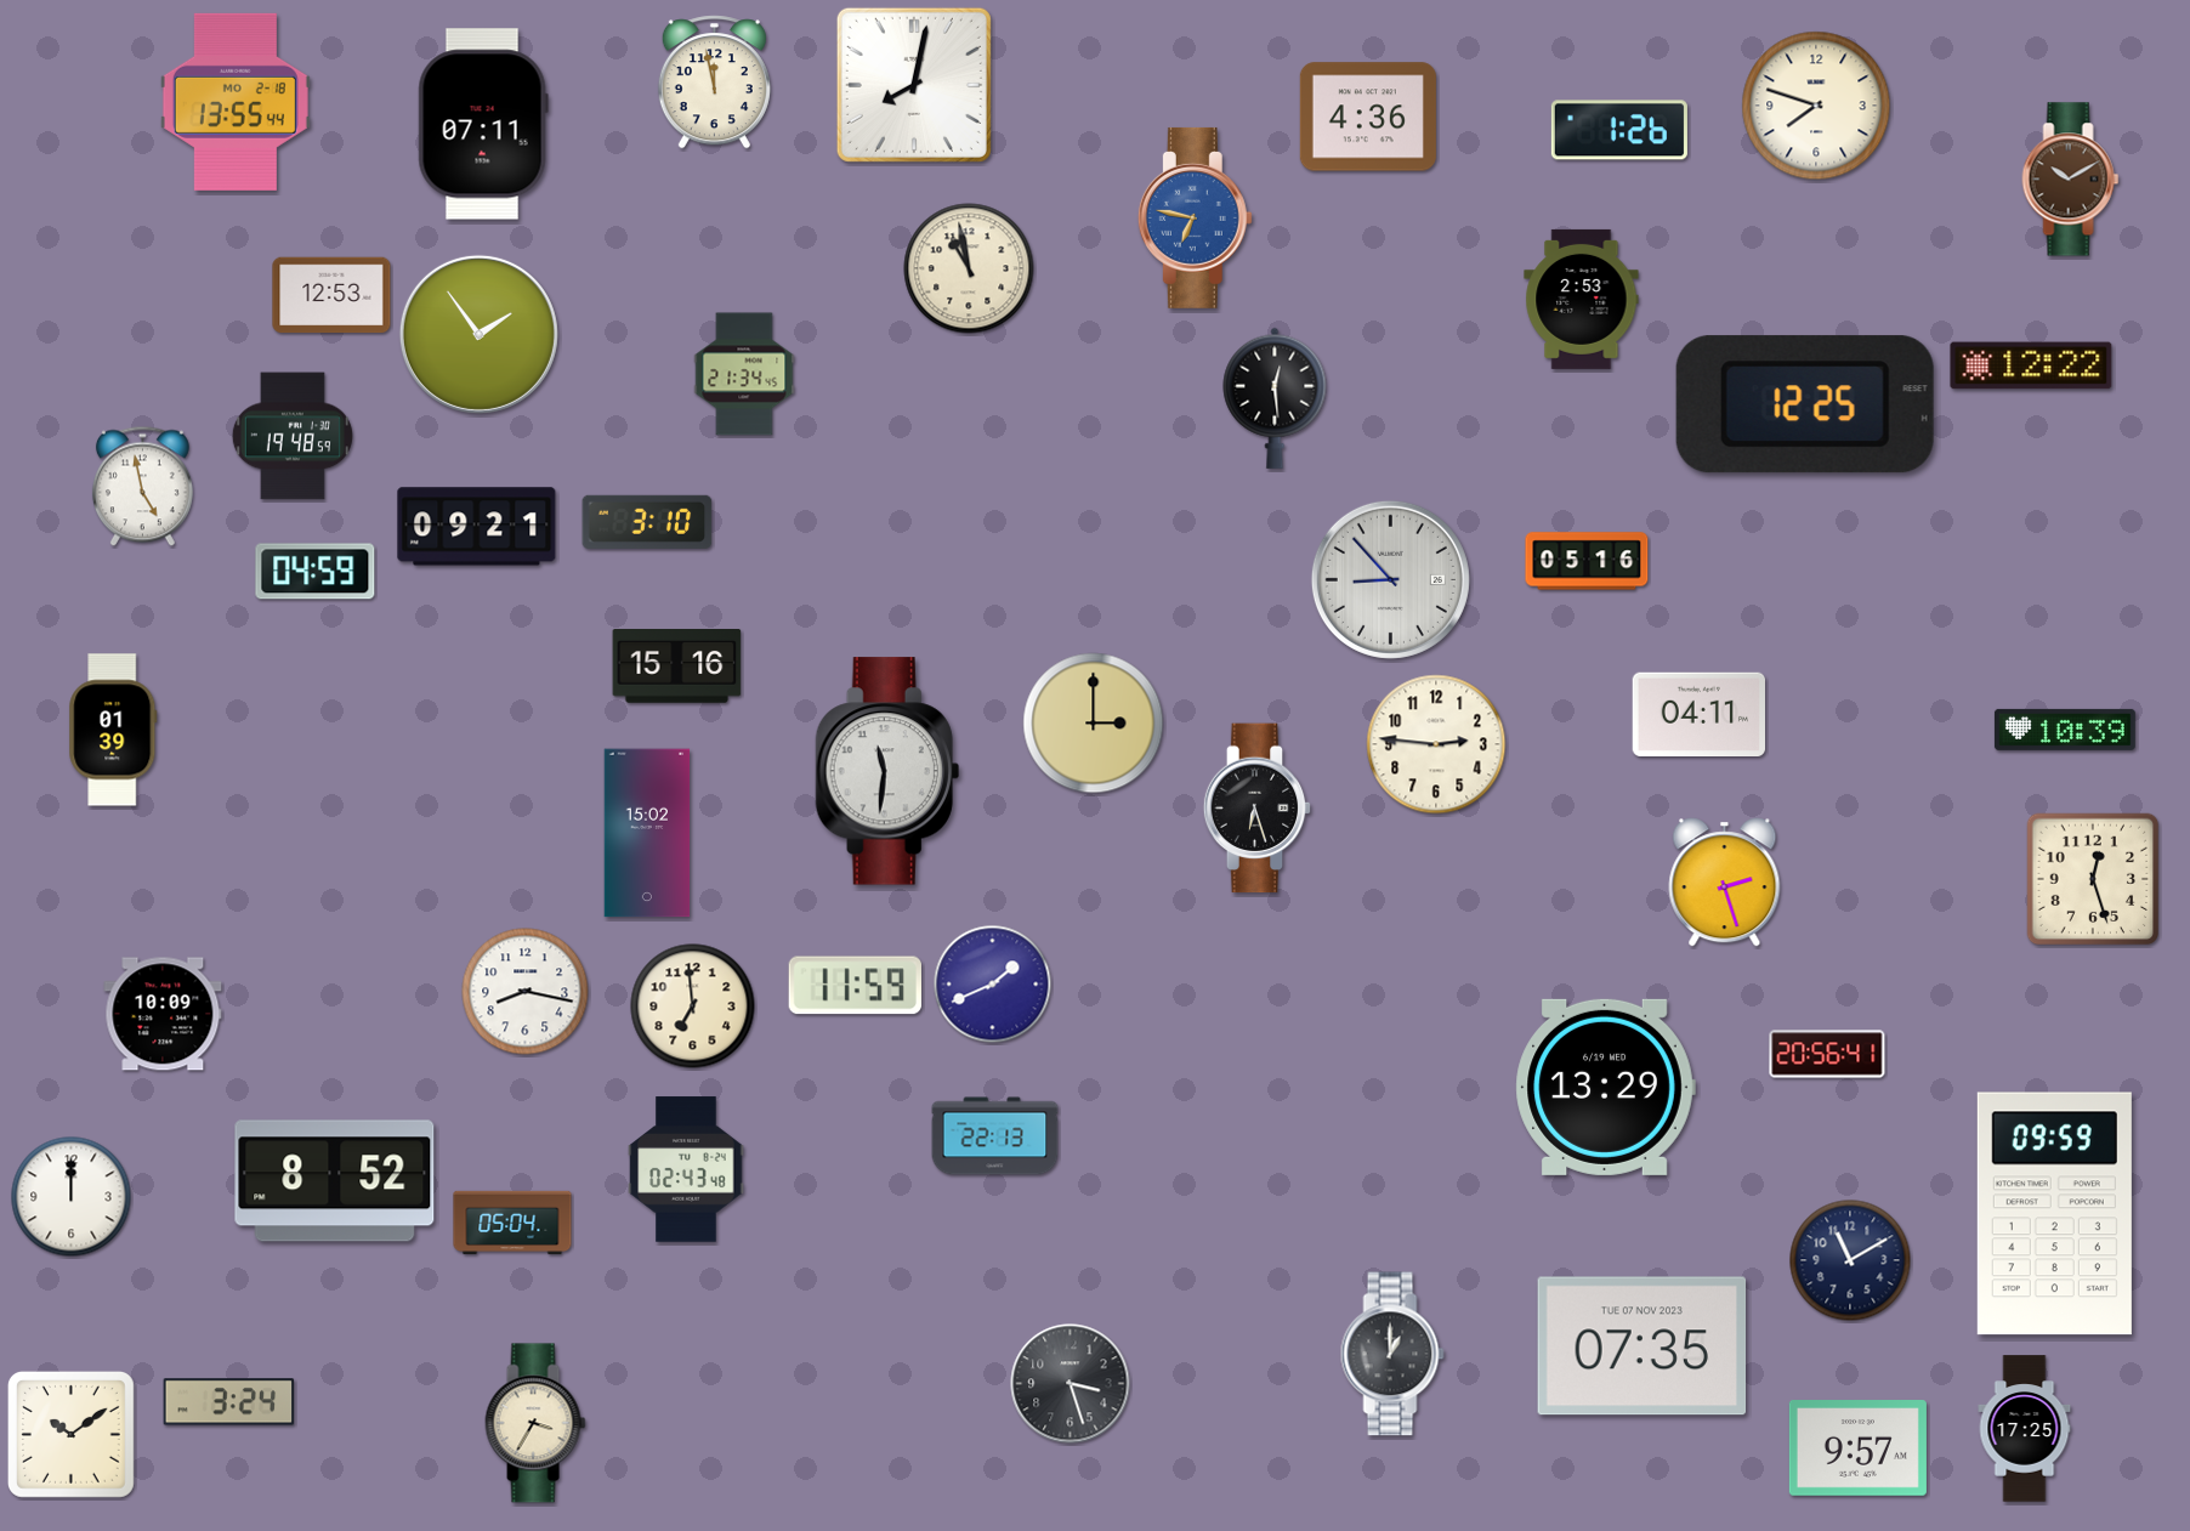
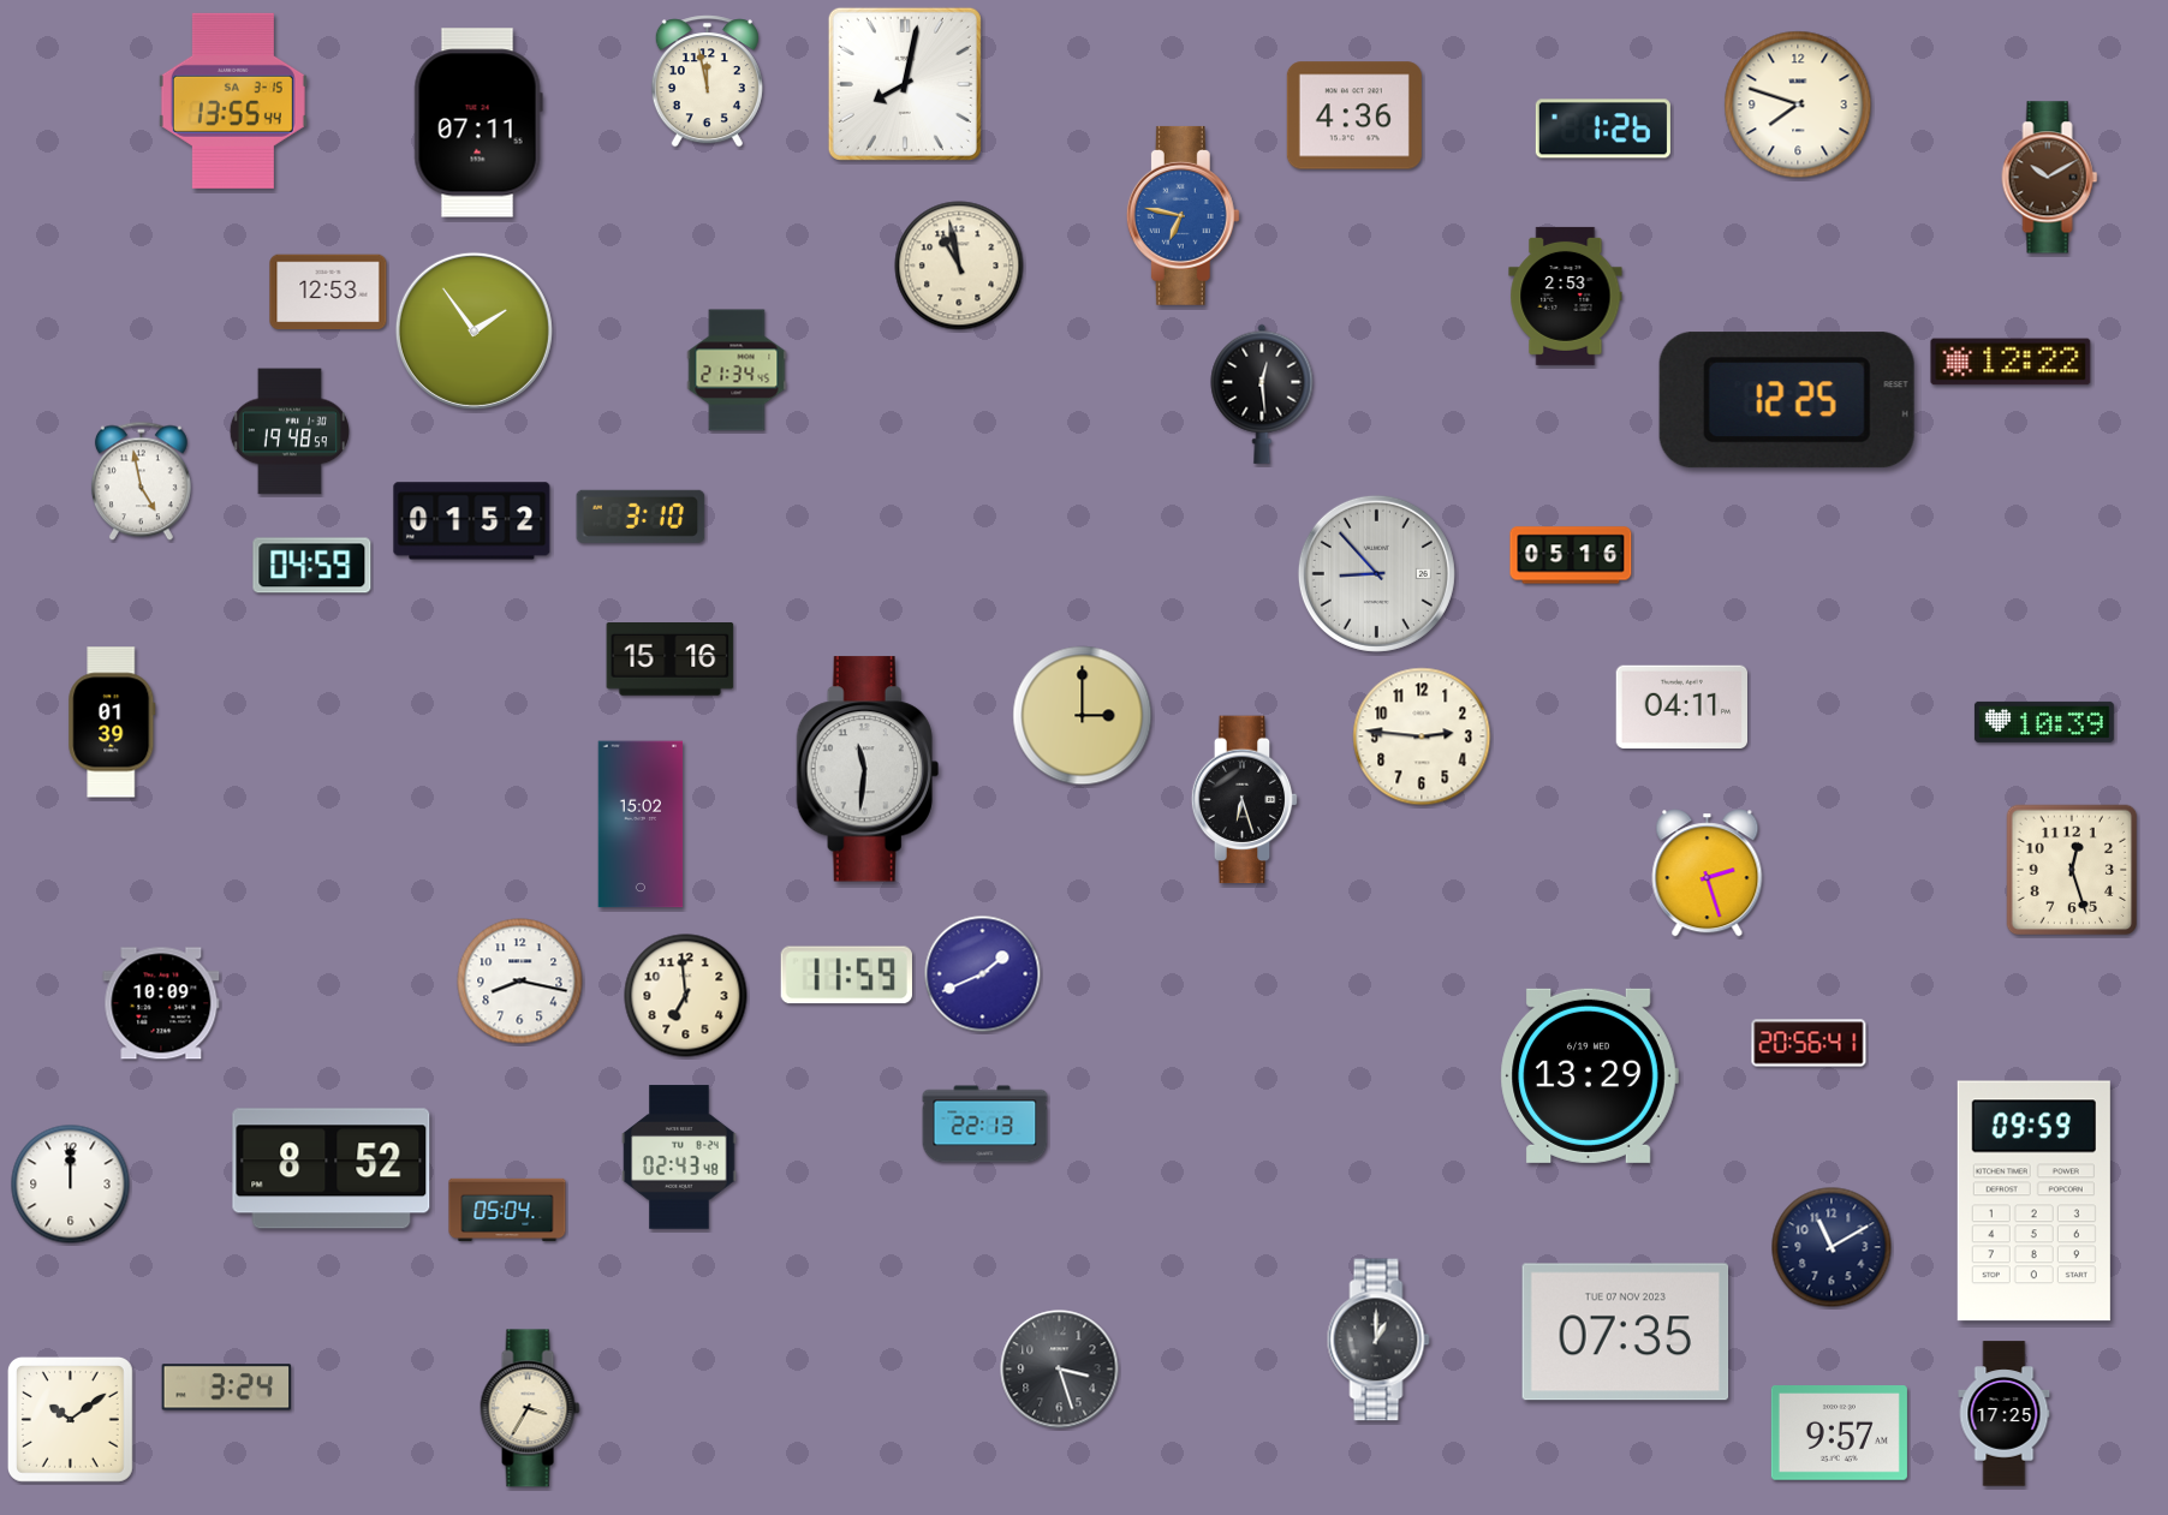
clock at (236, 102) date: MO 2-18 -> SA 3-15
clock at (477, 527): 09:21 -> 01:52
clock at (887, 771) position: (887, 771) -> (868, 769)
